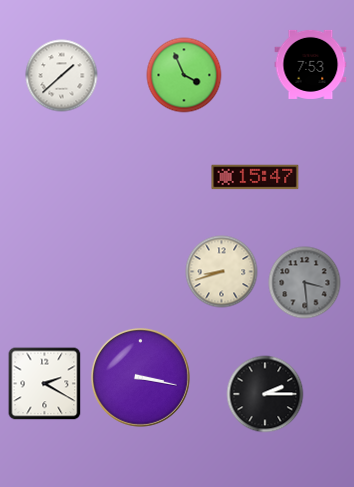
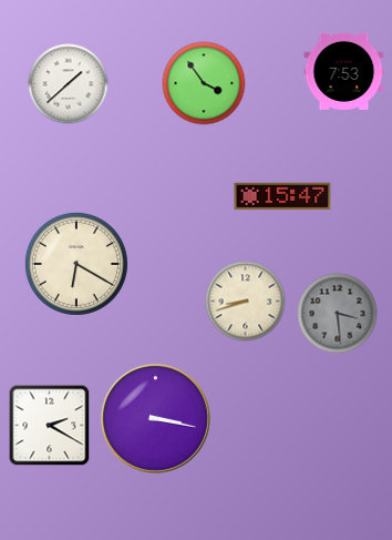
clock at (184, 75): 3:56 -> 3:54
clock at (76, 264): none -> 6:20
clock at (265, 394): 2:15 -> none
